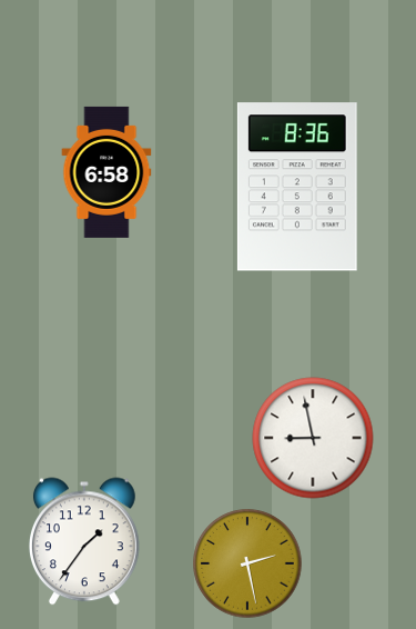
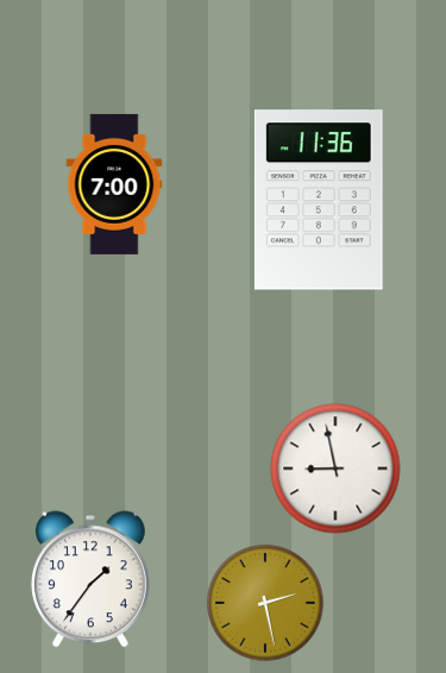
clock at (106, 172): 6:58 -> 7:00
clock at (297, 187): 8:36 -> 11:36
